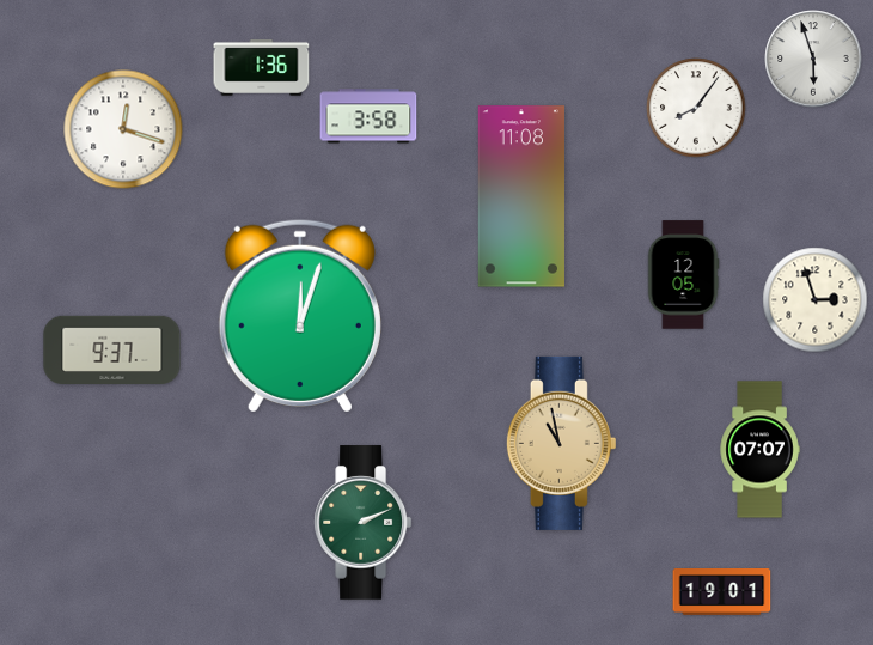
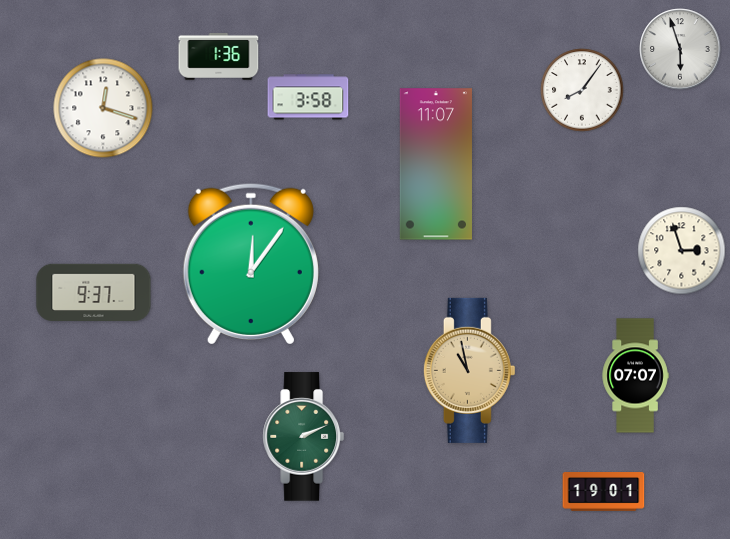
clock at (521, 196): 11:08 -> 11:07
clock at (683, 275): 12:05 -> none
clock at (300, 316): 12:03 -> 12:06
clock at (722, 592) position: (722, 592) -> (604, 492)
